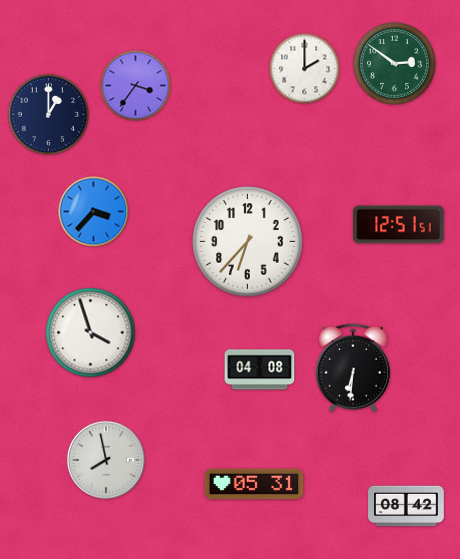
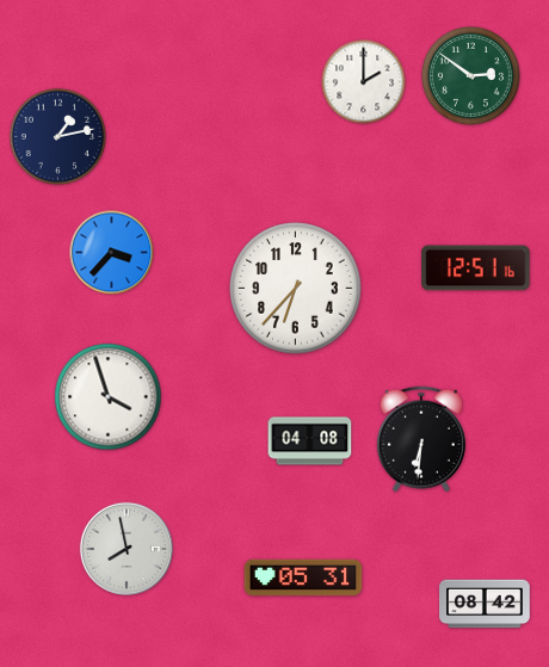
clock at (136, 86): 3:36 -> none
clock at (48, 114): 1:00 -> 1:13
clock at (399, 225): 12:51:51 -> 12:51:16
